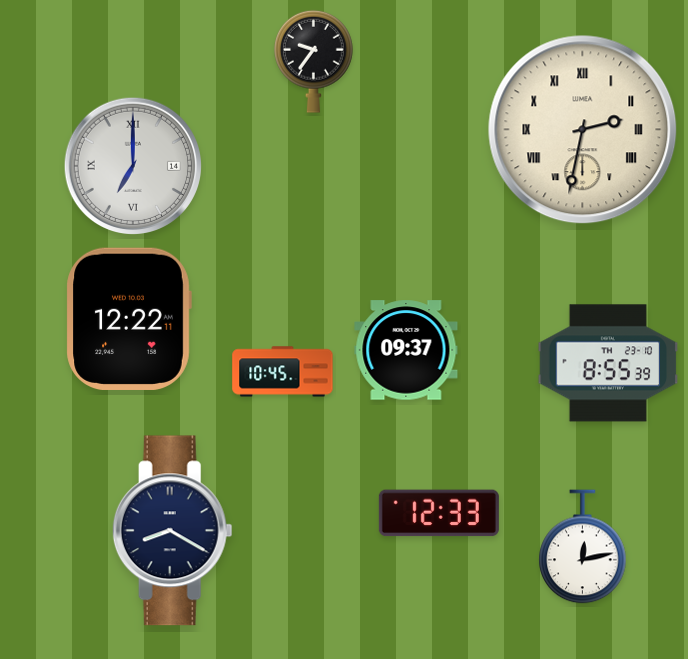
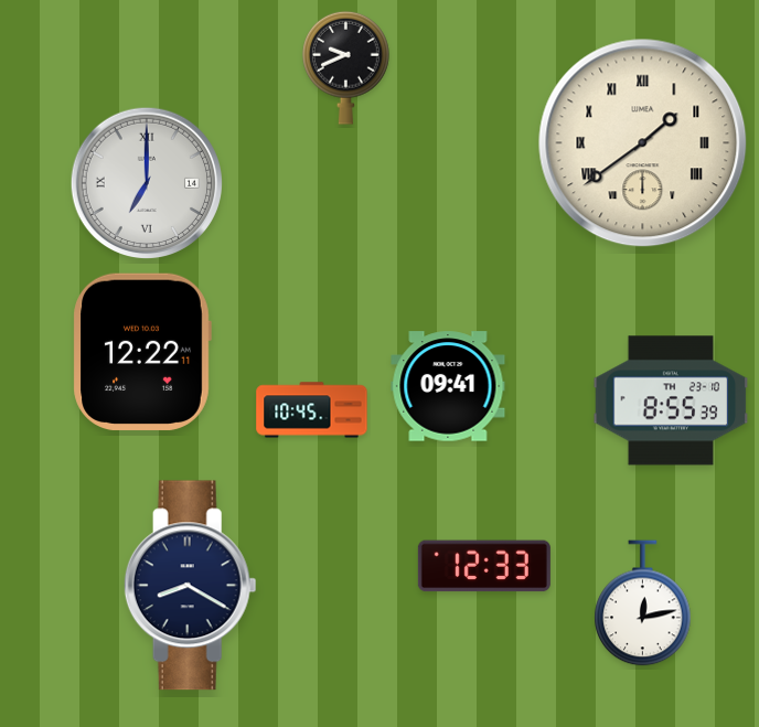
clock at (314, 61): 9:36 -> 9:41
clock at (583, 130): 2:32 -> 1:39
clock at (406, 350): 09:37 -> 09:41
